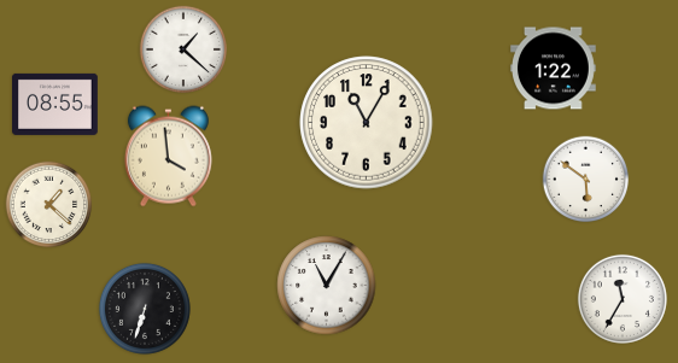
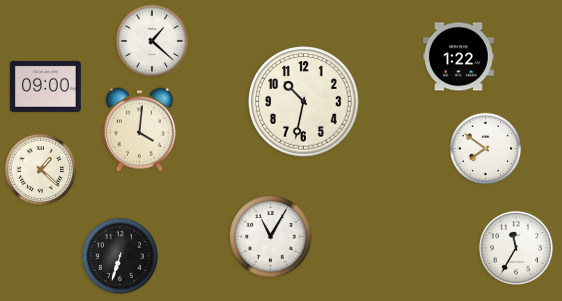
clock at (55, 104): 08:55 -> 09:00
clock at (367, 123): 11:05 -> 10:32
clock at (168, 157): 3:59 -> 4:01
clock at (586, 180): 5:51 -> 7:51
